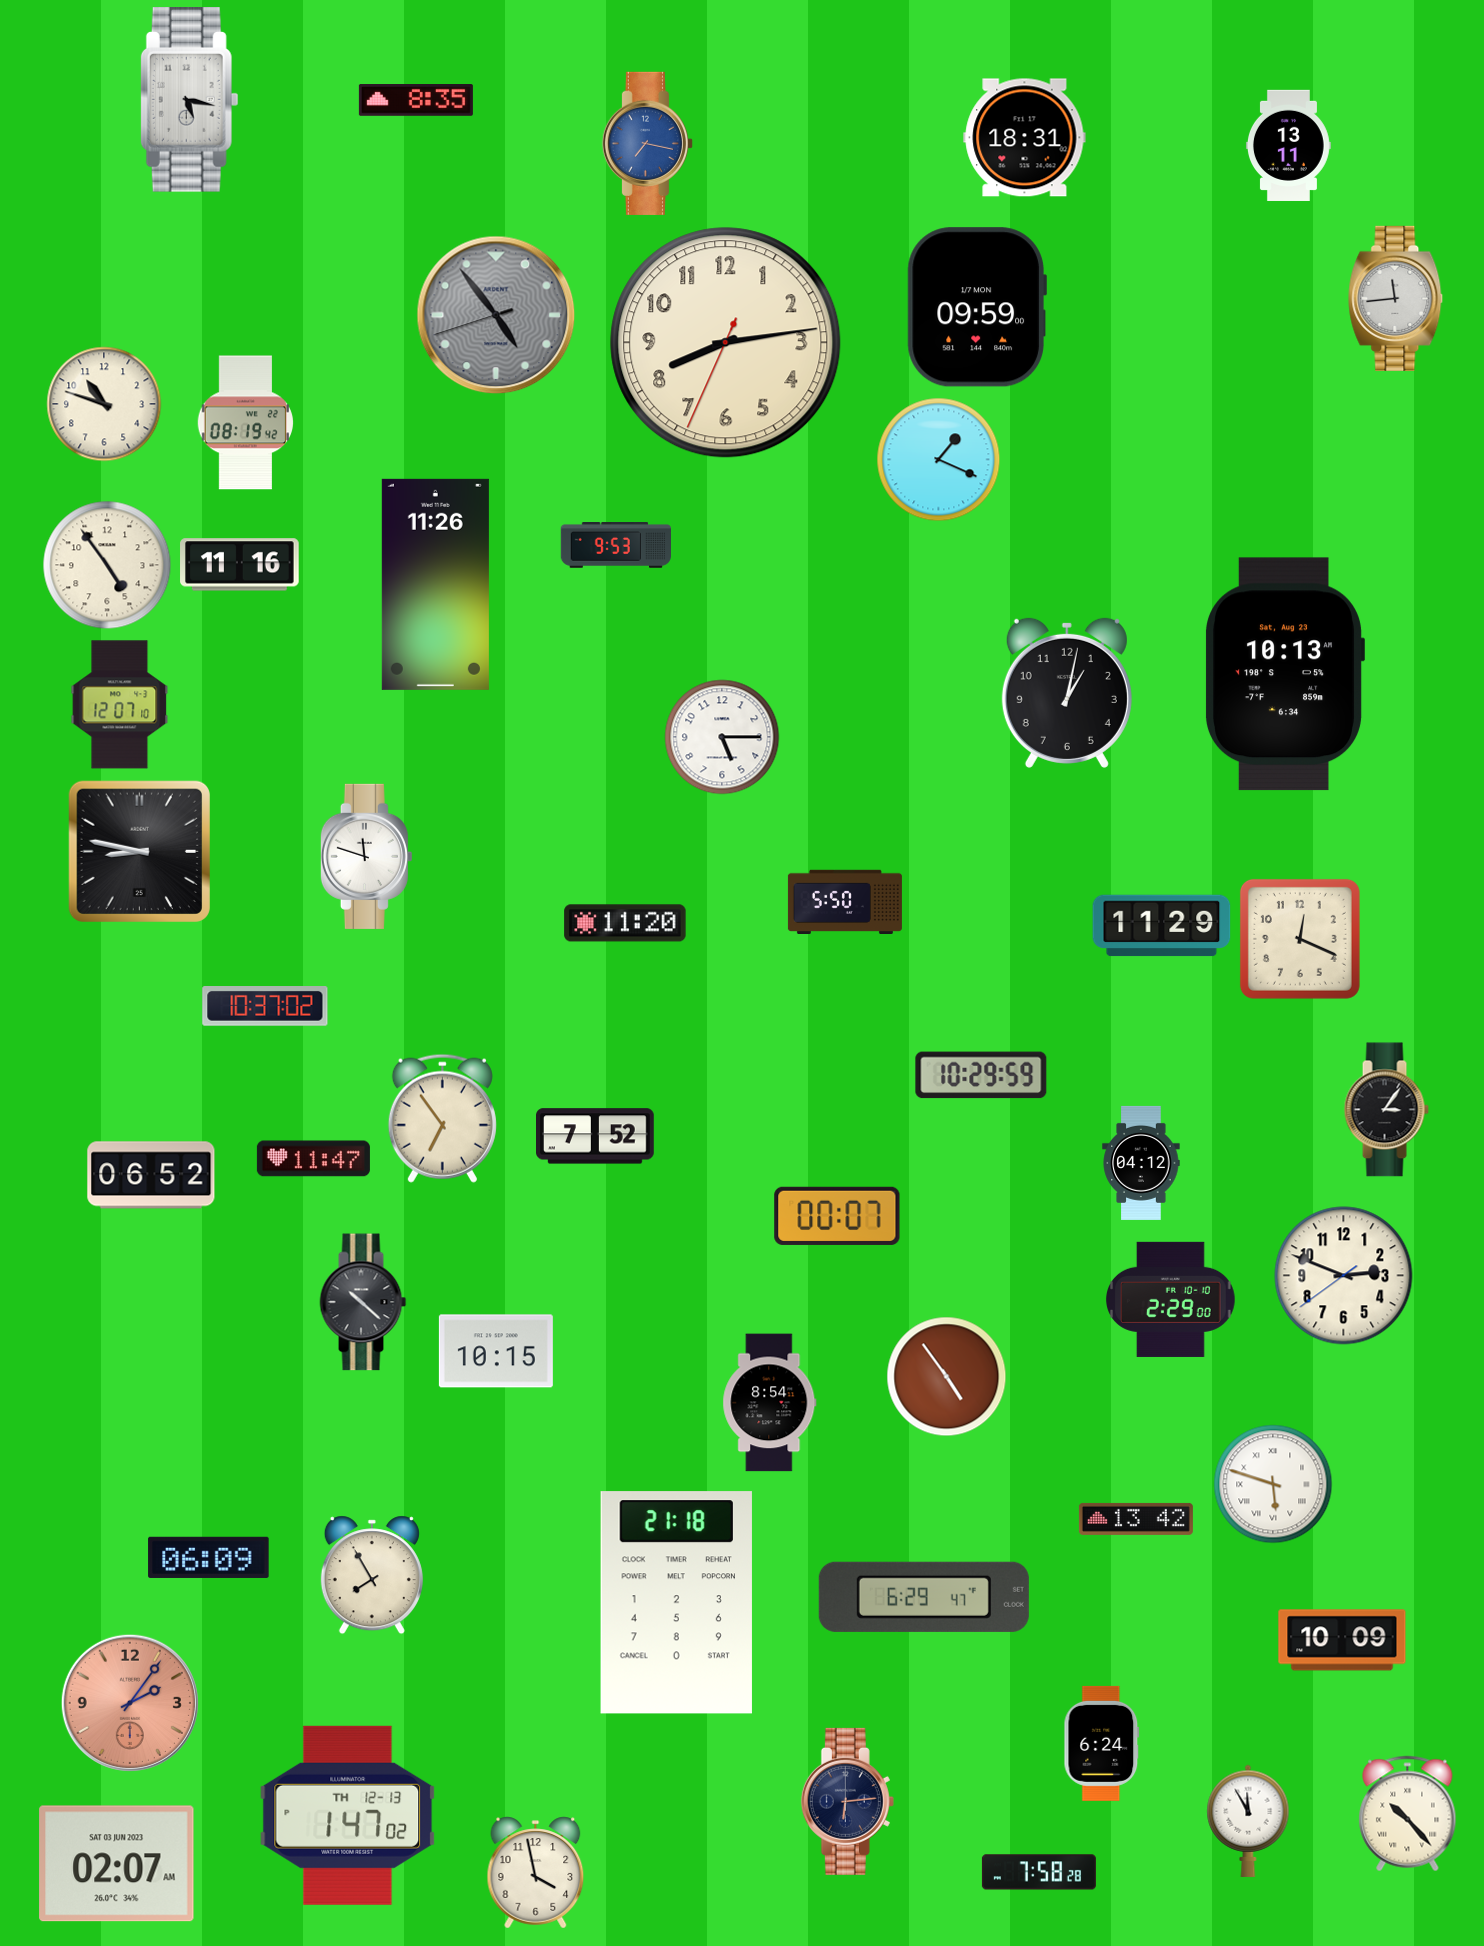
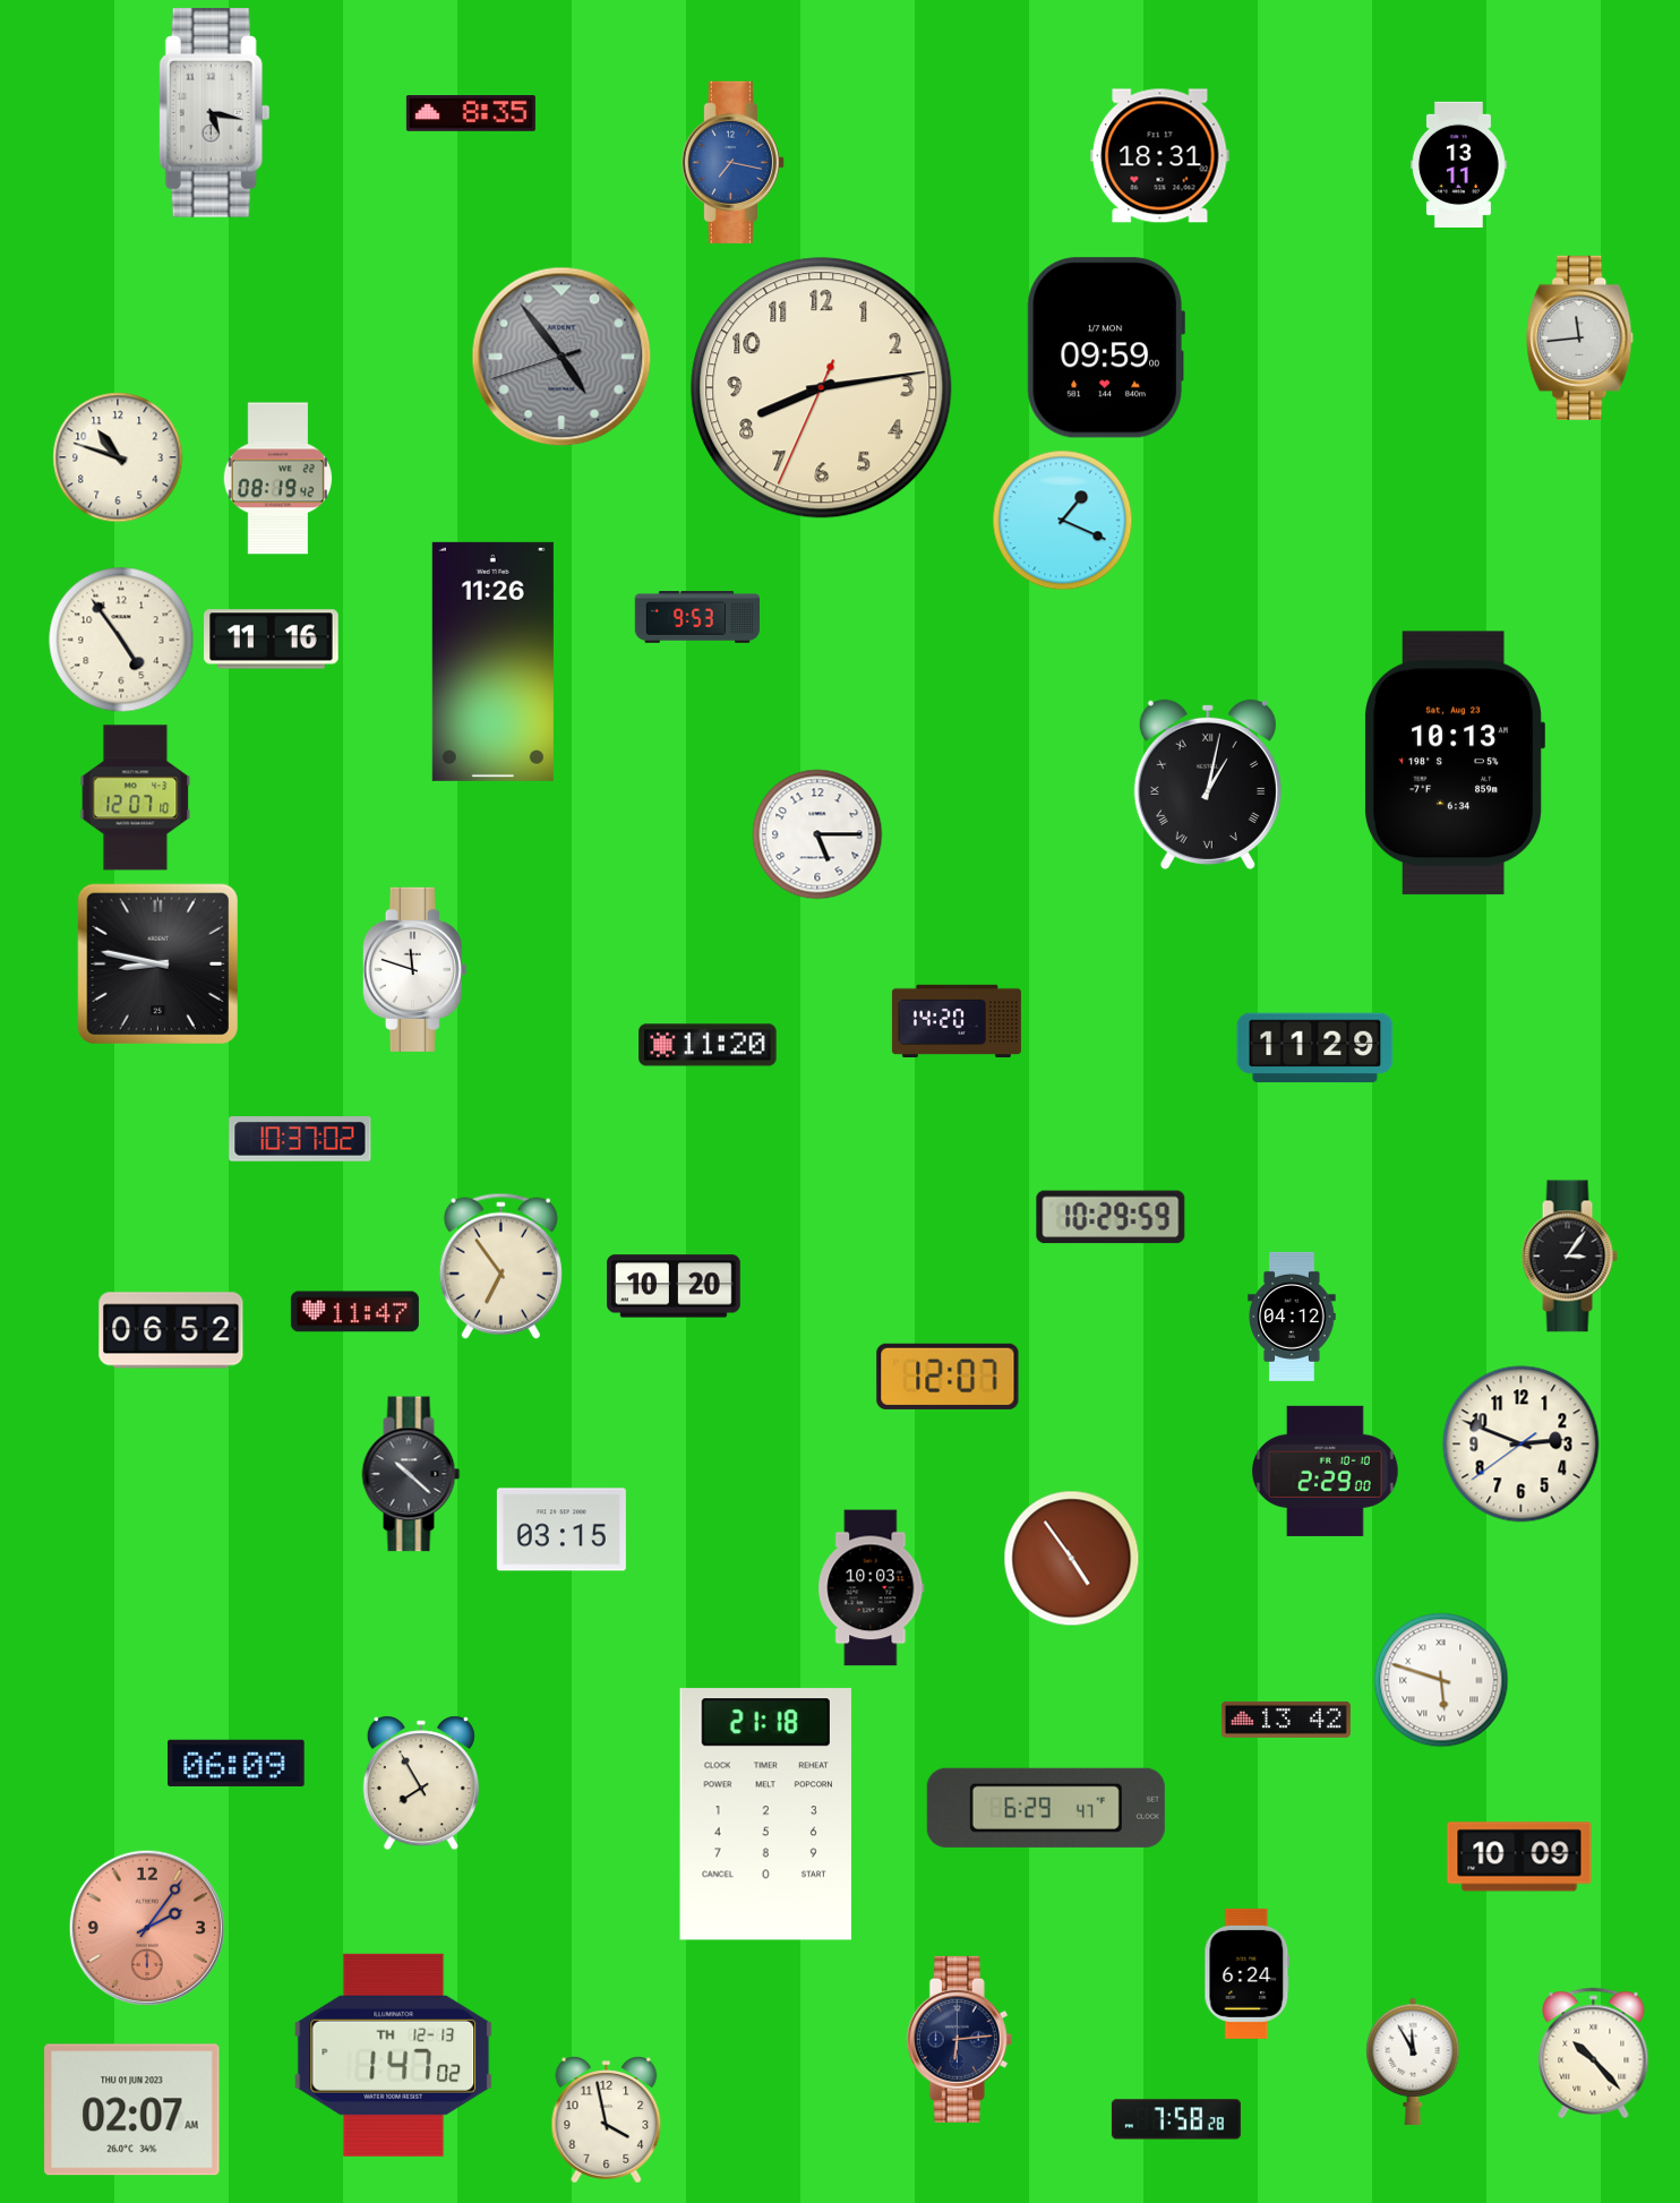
clock at (1067, 693) numerals: Arabic -> Roman
clock at (845, 901): 5:50 -> 14:20
clock at (1300, 939): 12:19 -> none
clock at (596, 1136): 7:52 -> 10:20
clock at (837, 1216): 00:07 -> 12:07
clock at (496, 1351): 10:15 -> 03:15
clock at (770, 1403): 8:54 -> 10:03
clock at (117, 1864) date: SAT 03 JUN 2023 -> THU 01 JUN 2023
